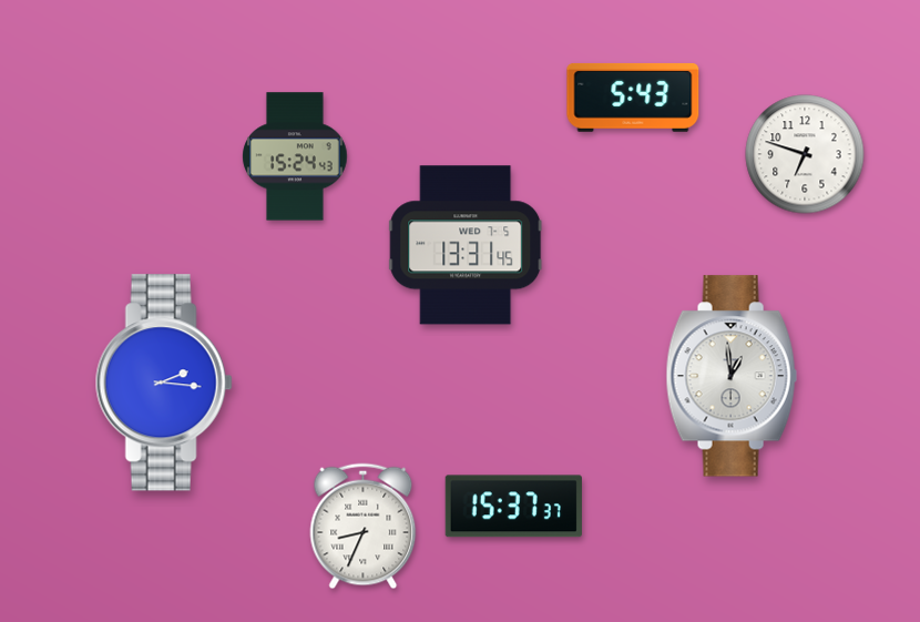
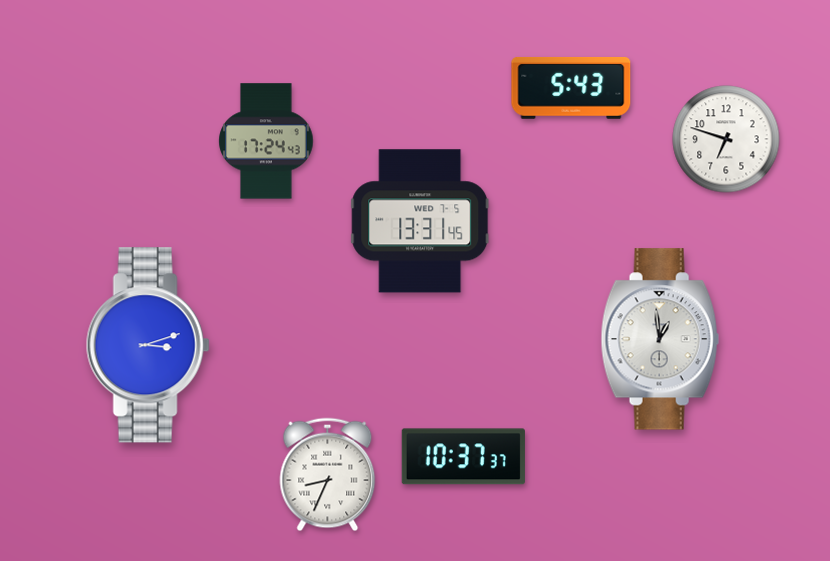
clock at (295, 156): 15:24 -> 17:24
clock at (164, 383): 2:16 -> 3:12
clock at (513, 507): 15:37 -> 10:37
